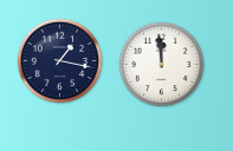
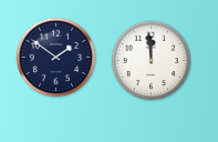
clock at (60, 61): 1:17 -> 1:51
